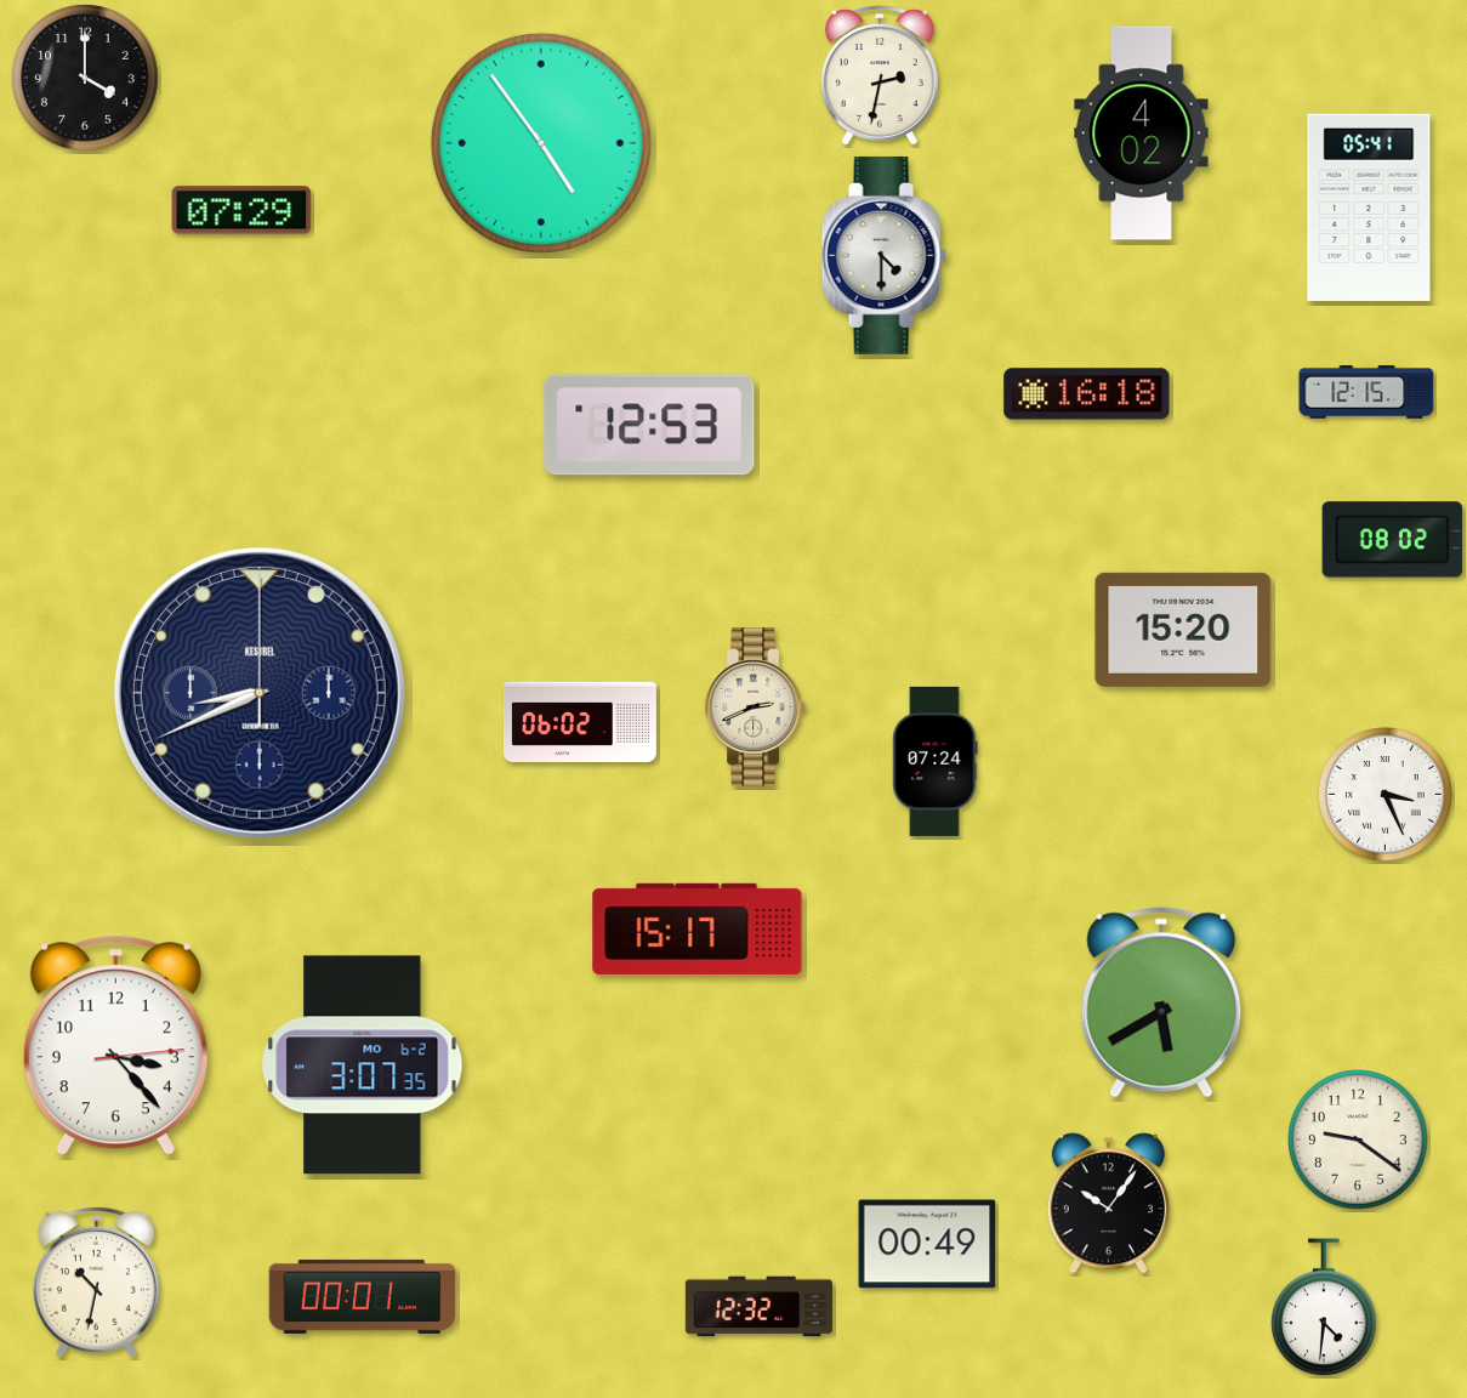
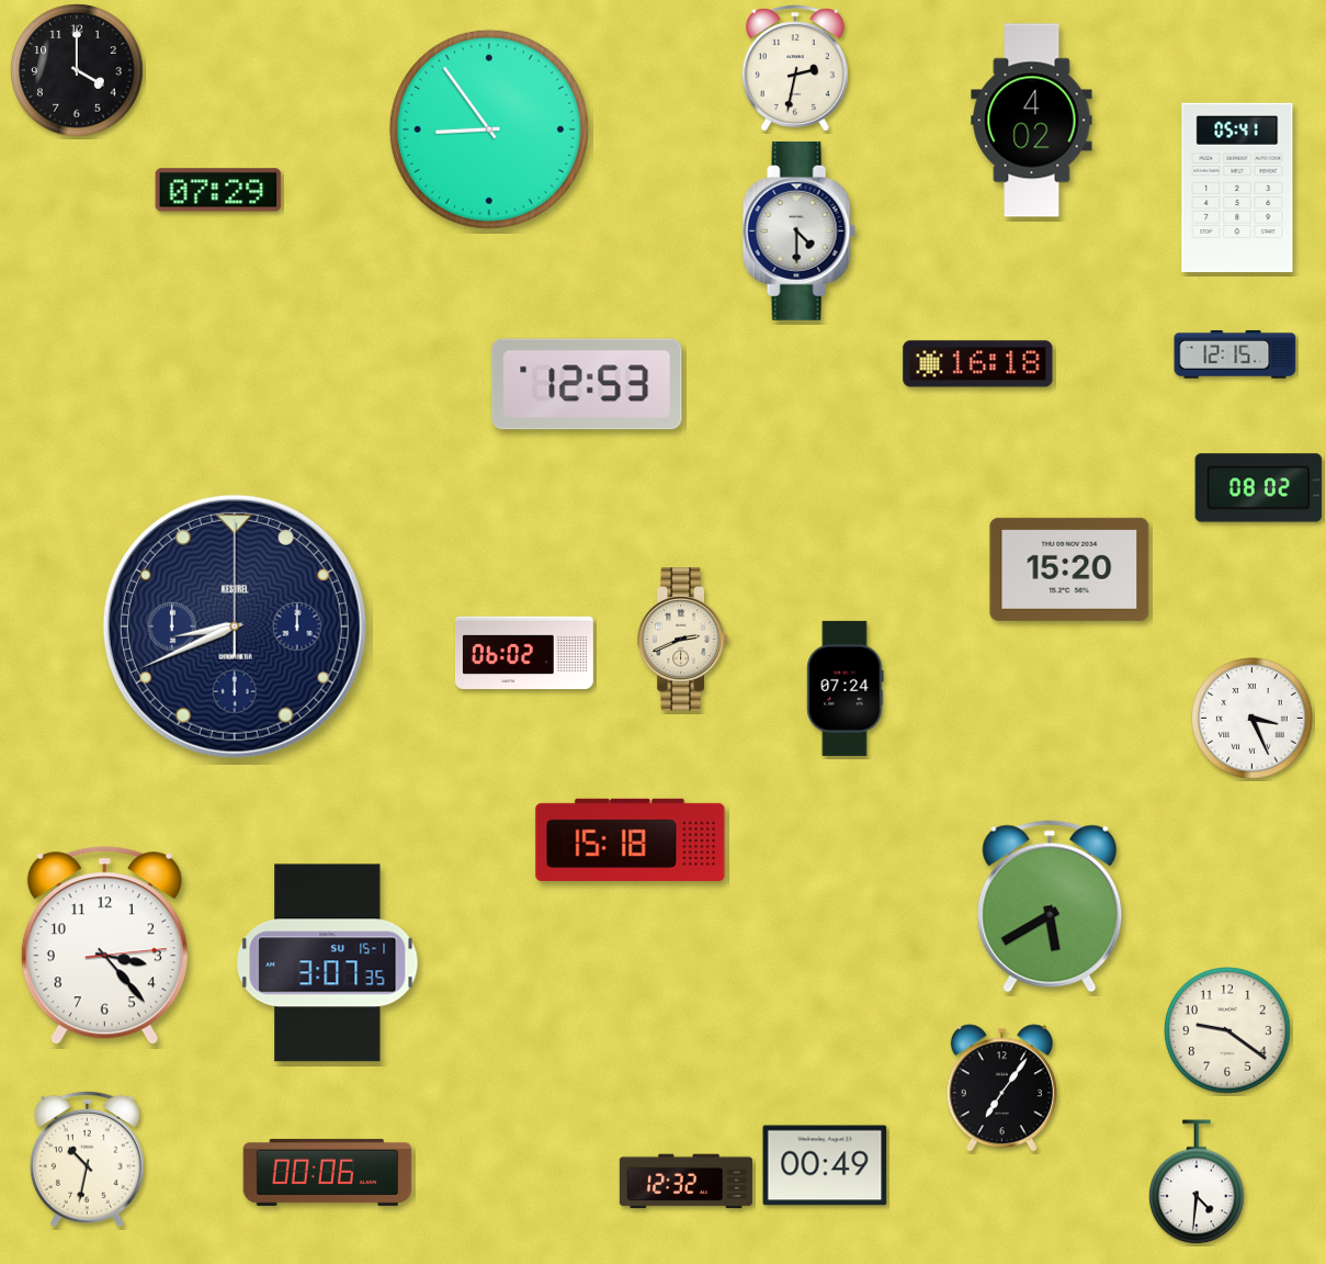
clock at (541, 143): 4:54 -> 8:54
clock at (1087, 394) position: (1087, 394) -> (978, 364)
clock at (698, 928): 15:17 -> 15:18
clock at (363, 1065) date: MO 6-2 -> SU 15-1
clock at (1108, 1204): 10:06 -> 7:06
clock at (927, 1244) position: (927, 1244) -> (825, 1165)
clock at (363, 1296): 00:01 -> 00:06
